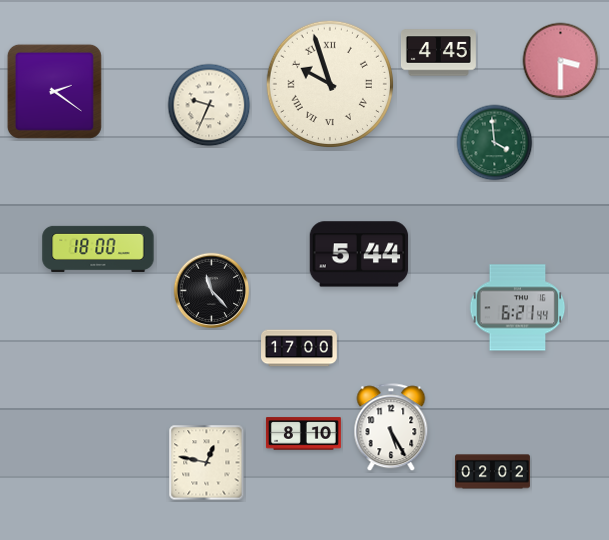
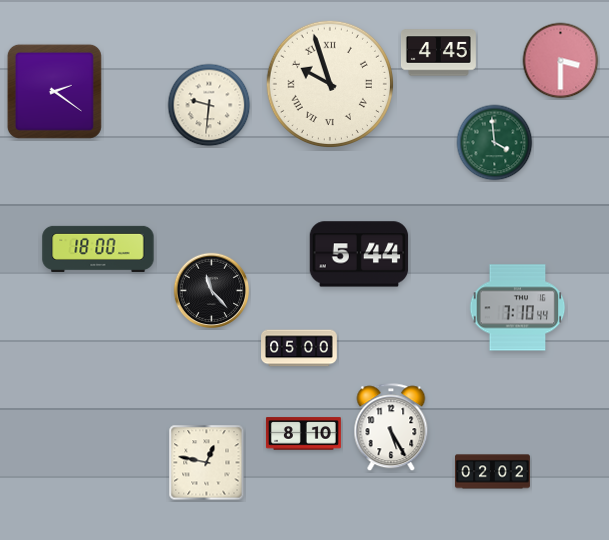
clock at (209, 105): 9:34 -> 9:31
clock at (518, 308): 6:21 -> 7:10
clock at (300, 348): 17:00 -> 05:00
